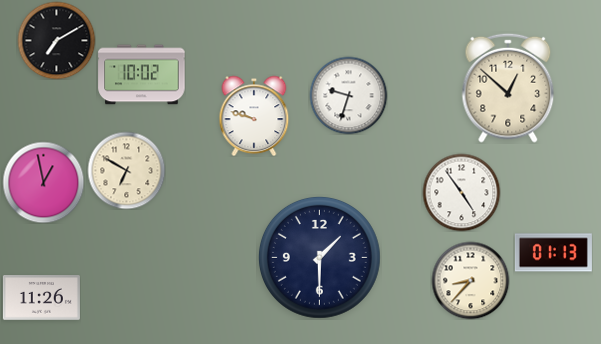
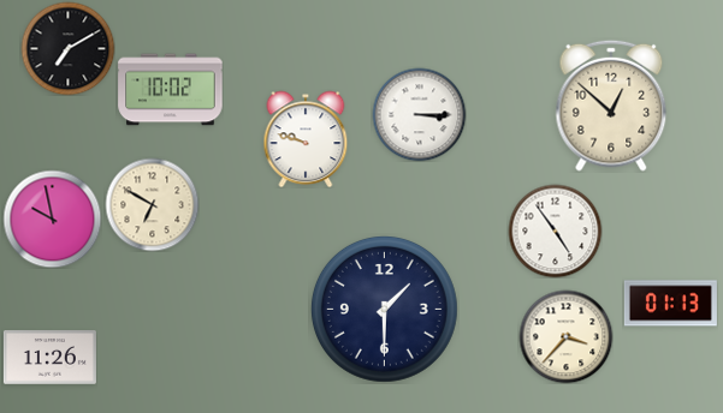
clock at (348, 95): 9:33 -> 3:15
clock at (43, 182): 12:58 -> 9:58
clock at (553, 253) position: (553, 253) -> (670, 304)
clock at (470, 280): 8:37 -> 3:37
